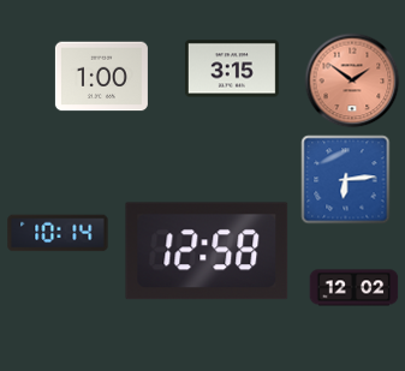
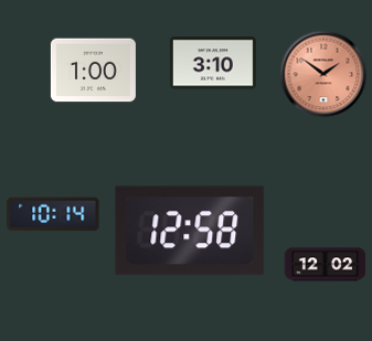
clock at (232, 68): 3:15 -> 3:10
clock at (346, 180): 6:14 -> none
